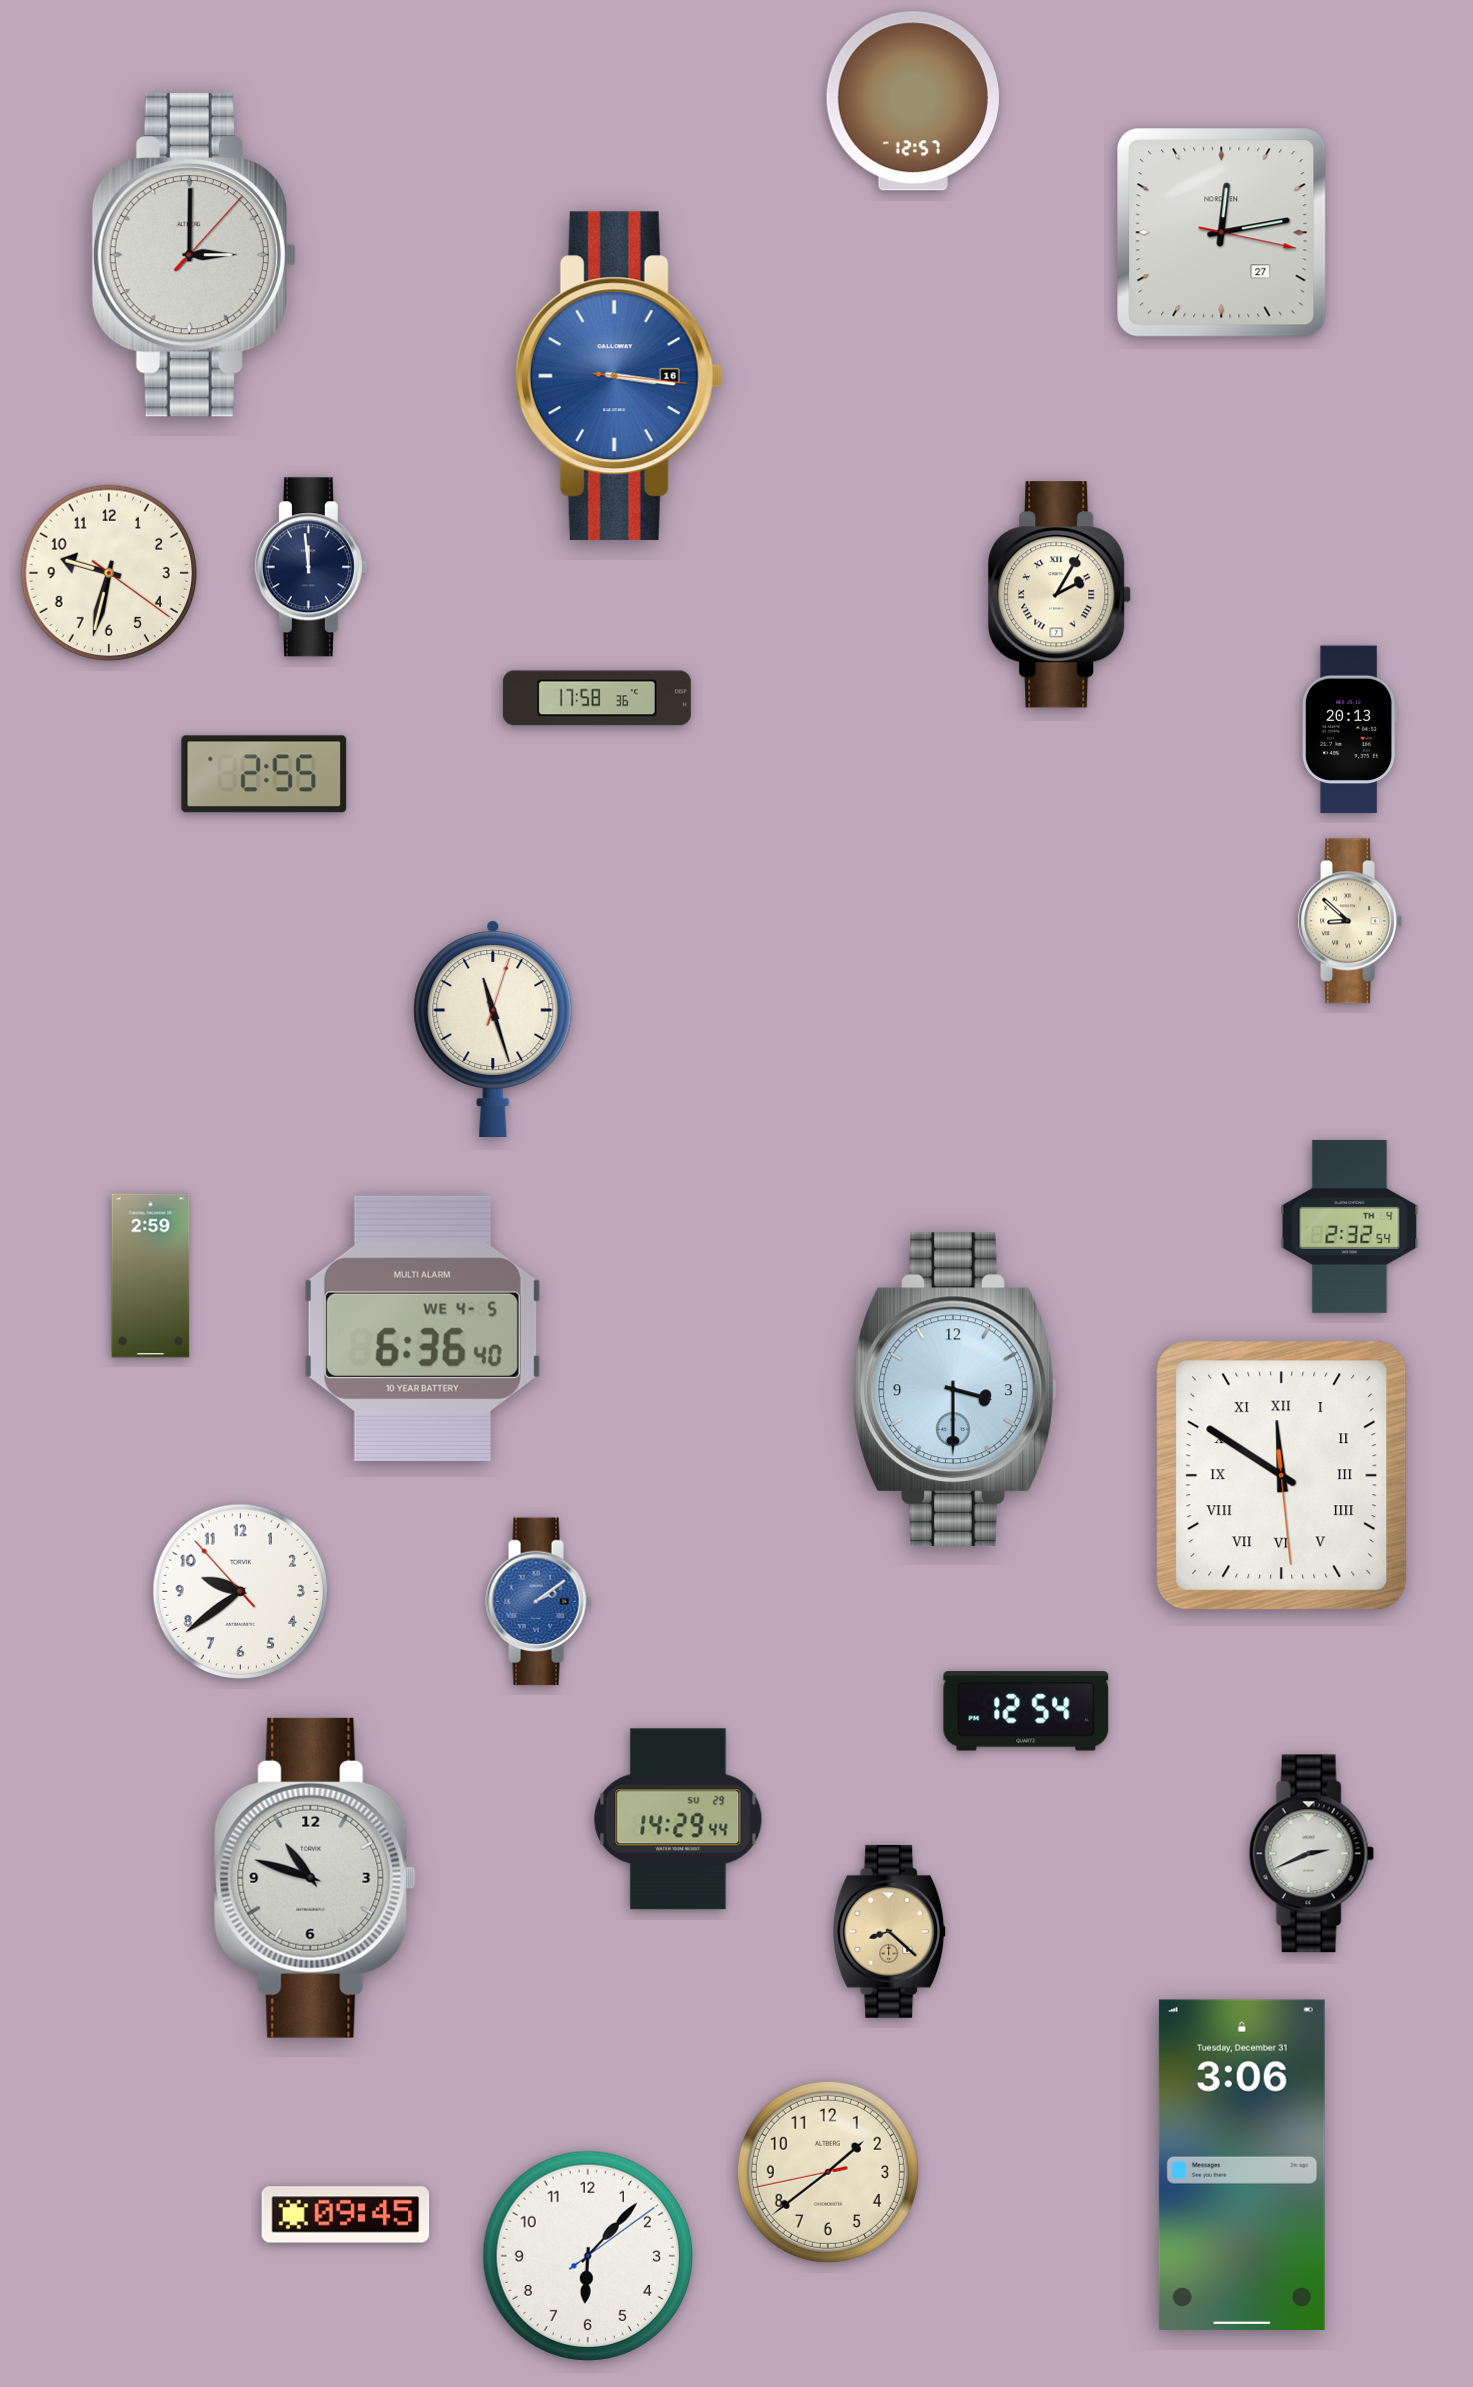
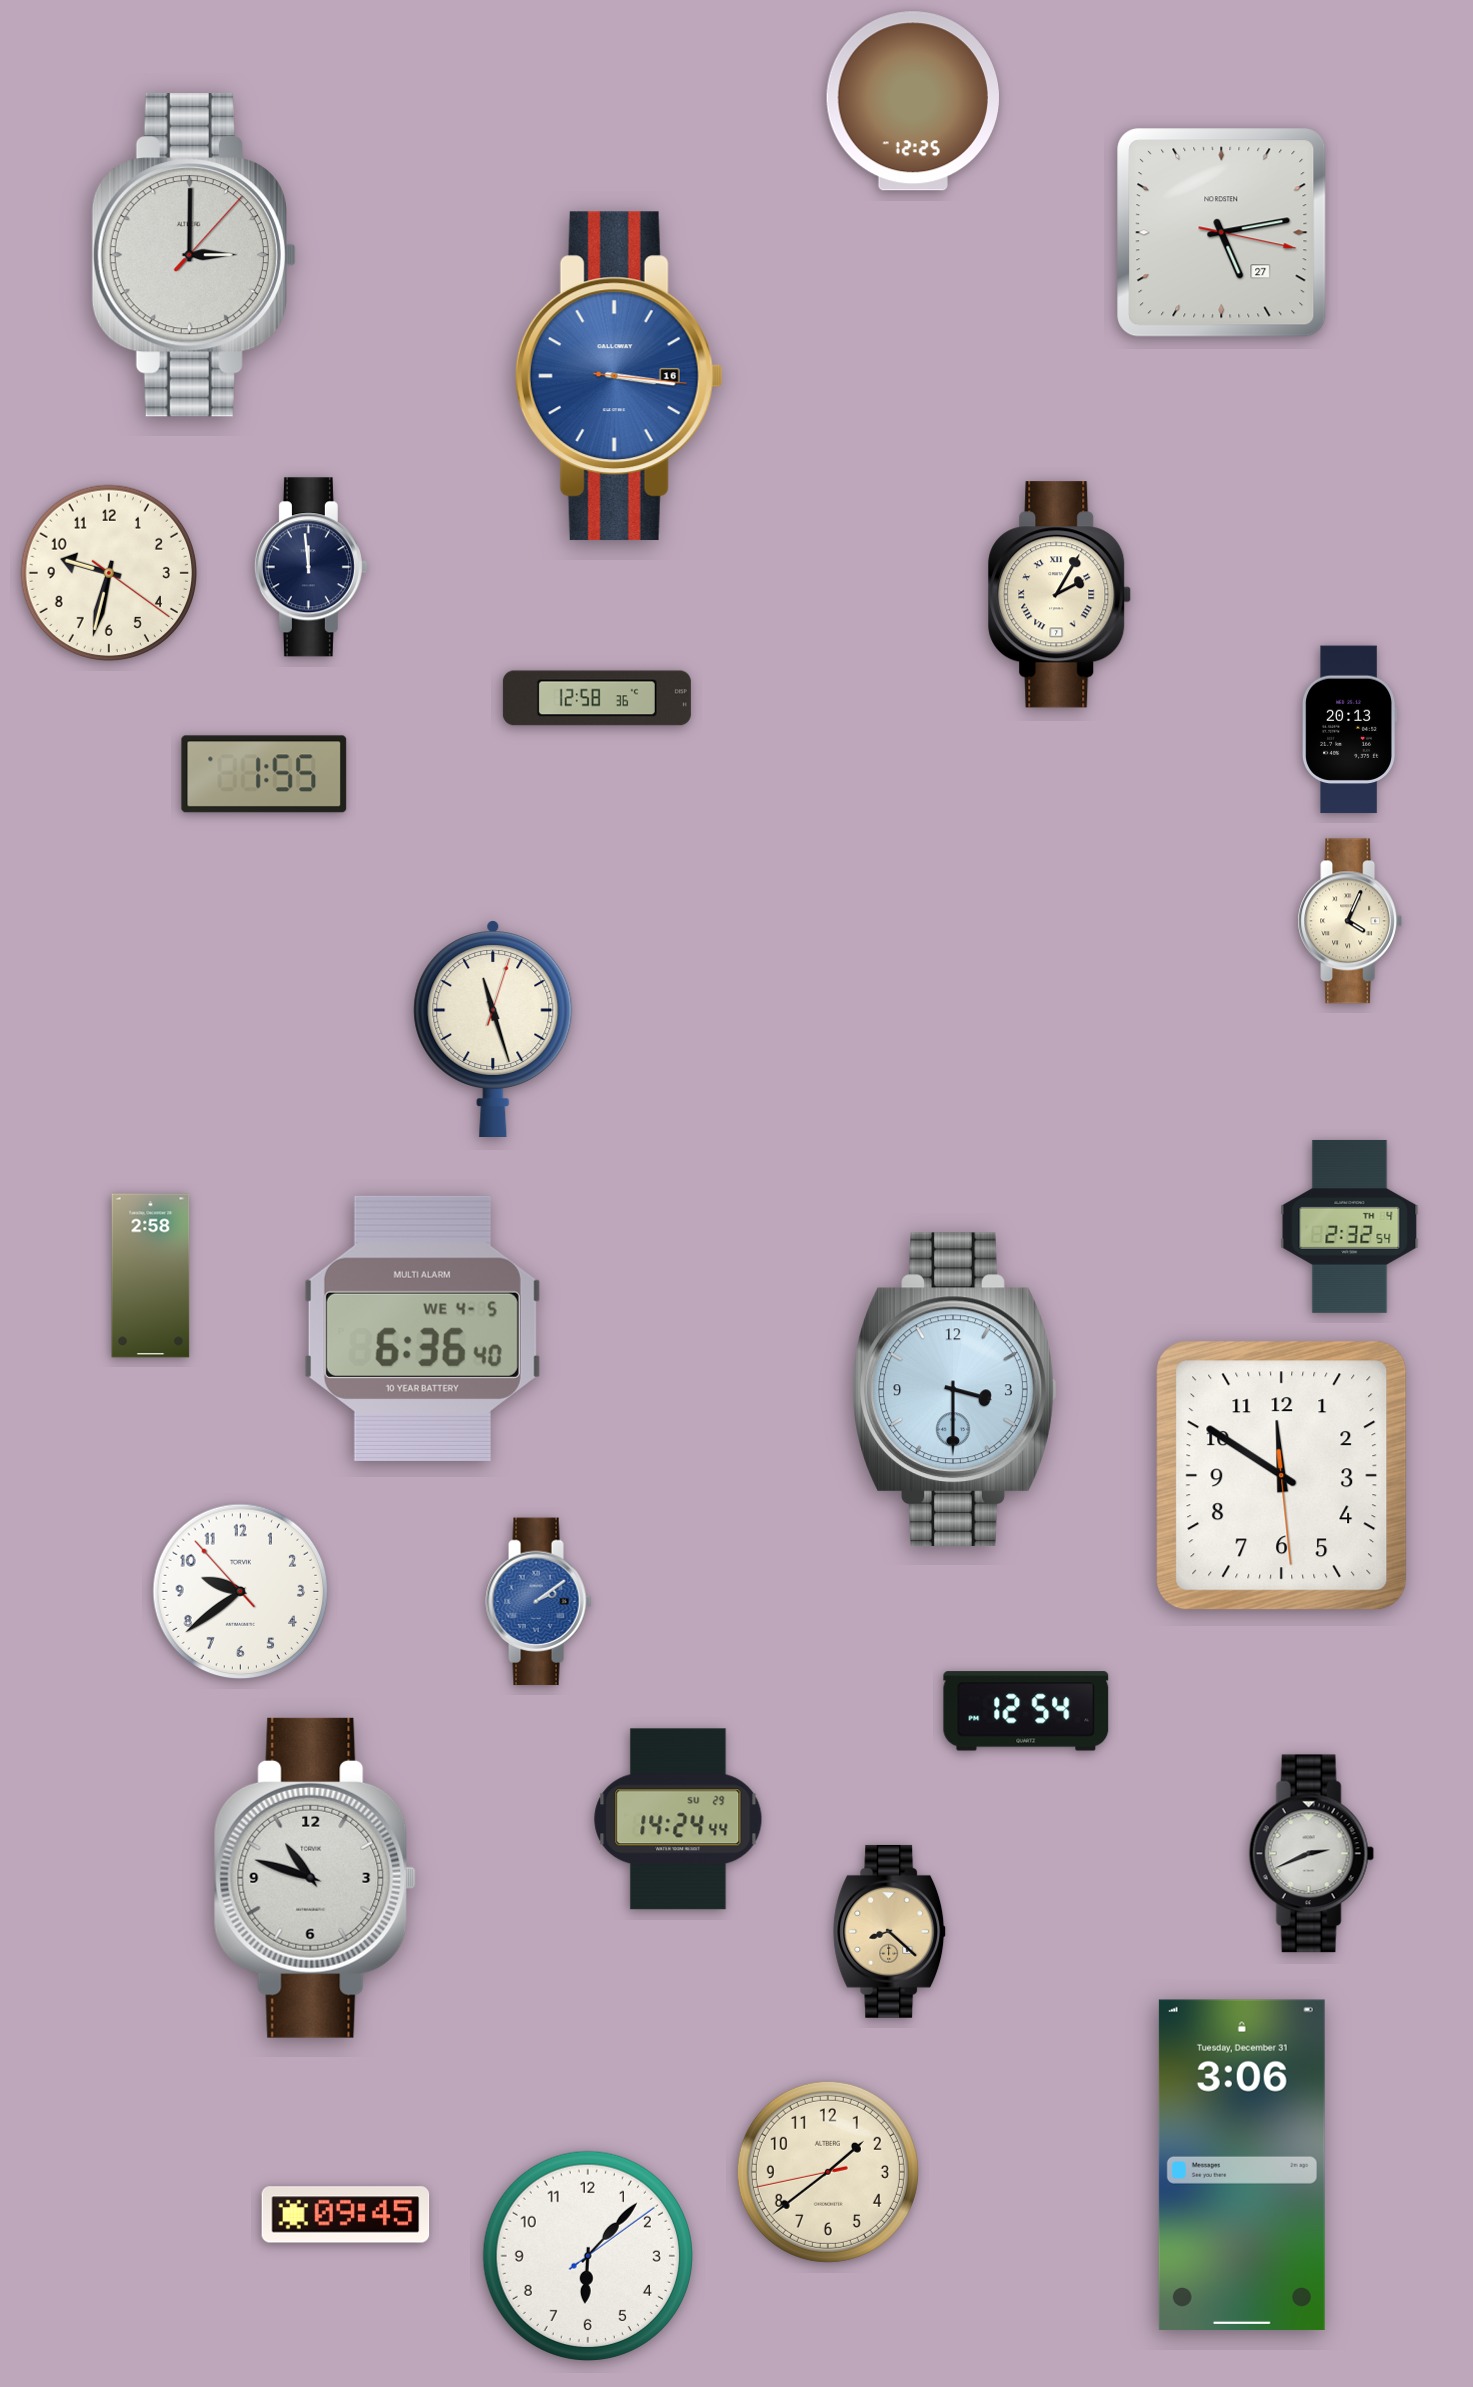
clock at (913, 101): 12:57 -> 12:25
clock at (1222, 233): 12:13 -> 5:13
clock at (597, 698): 17:58 -> 12:58
clock at (264, 774): 2:55 -> 1:55
clock at (1349, 921): 8:52 -> 4:04
clock at (151, 1276): 2:59 -> 2:58
clock at (1282, 1476) numerals: Roman -> Arabic
clock at (678, 1819): 14:29 -> 14:24
